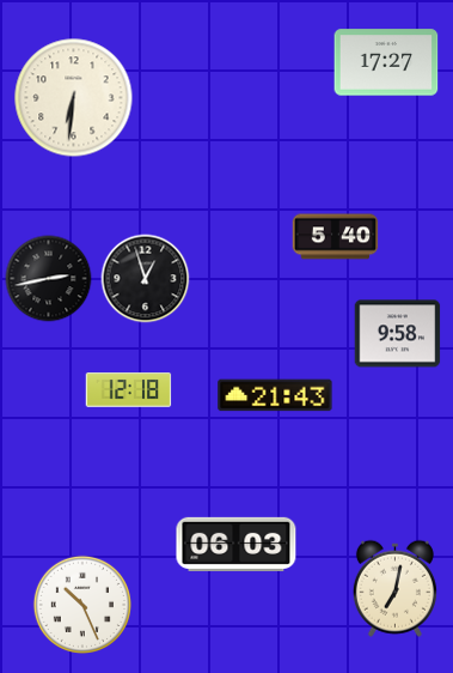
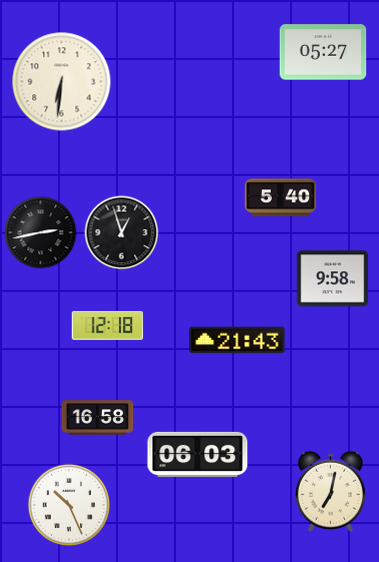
clock at (386, 62): 17:27 -> 05:27
clock at (275, 395) position: (275, 395) -> (237, 340)
clock at (98, 418): none -> 16:58
